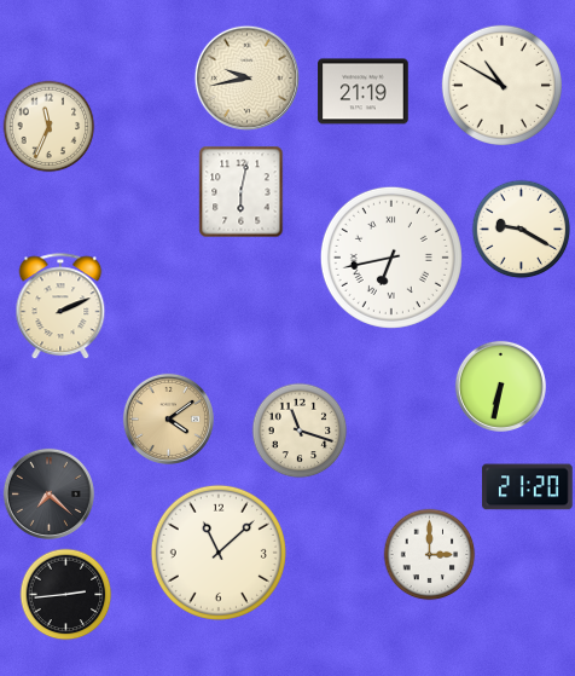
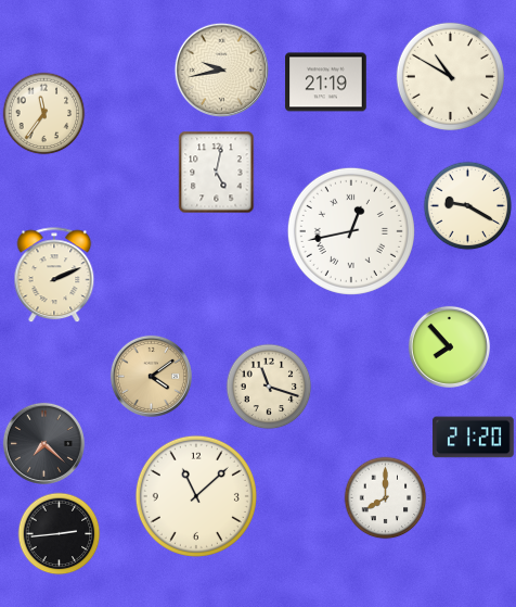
clock at (50, 127): 11:34 -> 11:36
clock at (242, 192): 6:02 -> 5:02
clock at (391, 258): 6:43 -> 12:43
clock at (500, 386): 6:32 -> 7:53
clock at (430, 555): 3:00 -> 8:00
